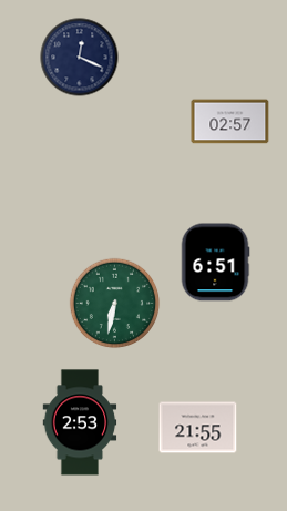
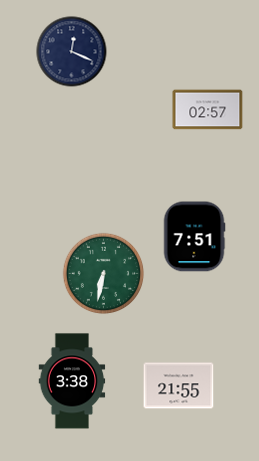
clock at (215, 263): 6:51 -> 7:51
clock at (80, 422): 2:53 -> 3:38
